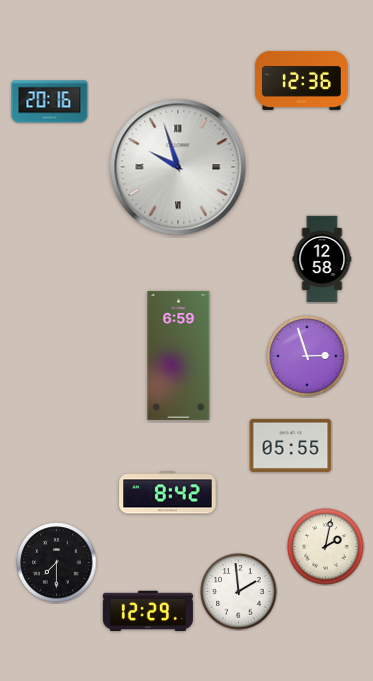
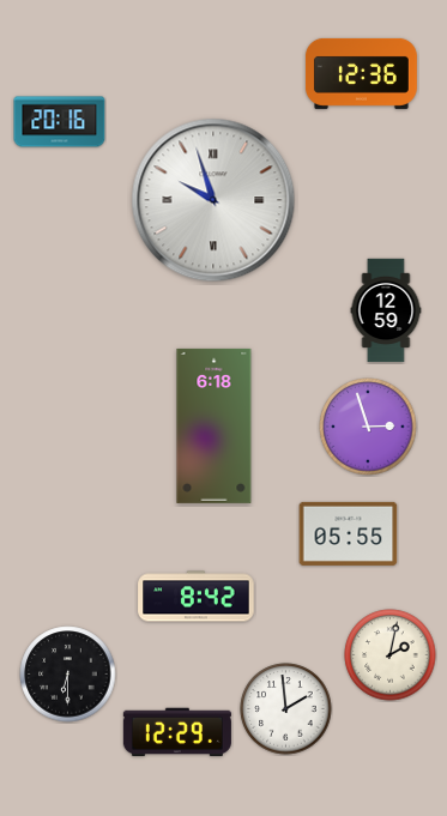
clock at (301, 80) position: (301, 80) -> (361, 73)
clock at (322, 259): 12:58 -> 12:59
clock at (179, 355): 6:59 -> 6:18
clock at (168, 493) position: (168, 493) -> (197, 597)
clock at (57, 563): 7:30 -> 6:30
